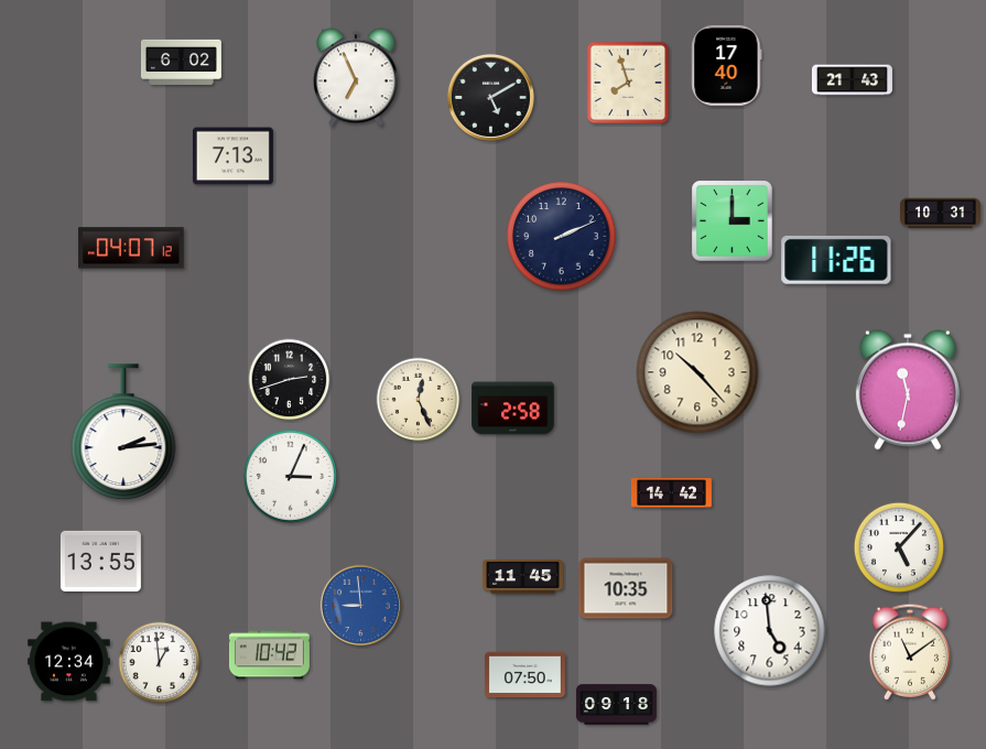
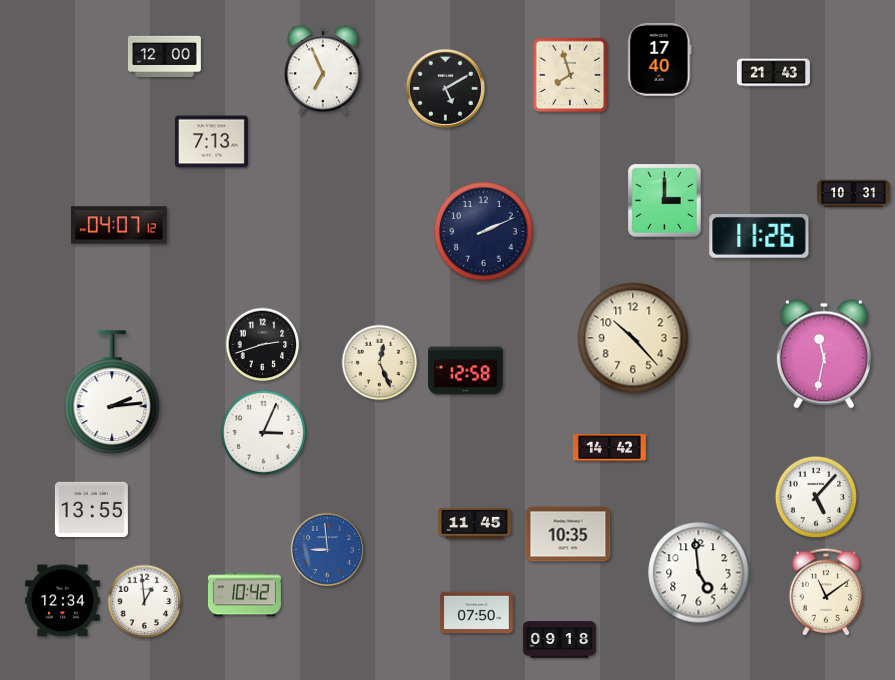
clock at (181, 62): 6:02 -> 12:00
clock at (562, 237) position: (562, 237) -> (484, 232)
clock at (513, 409): 2:58 -> 12:58
